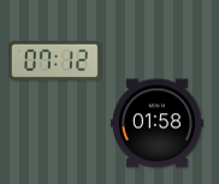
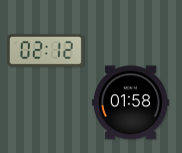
clock at (54, 60): 07:12 -> 02:12
